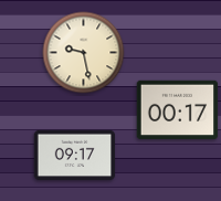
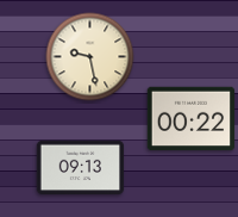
clock at (178, 110): 00:17 -> 00:22
clock at (75, 156): 09:17 -> 09:13
